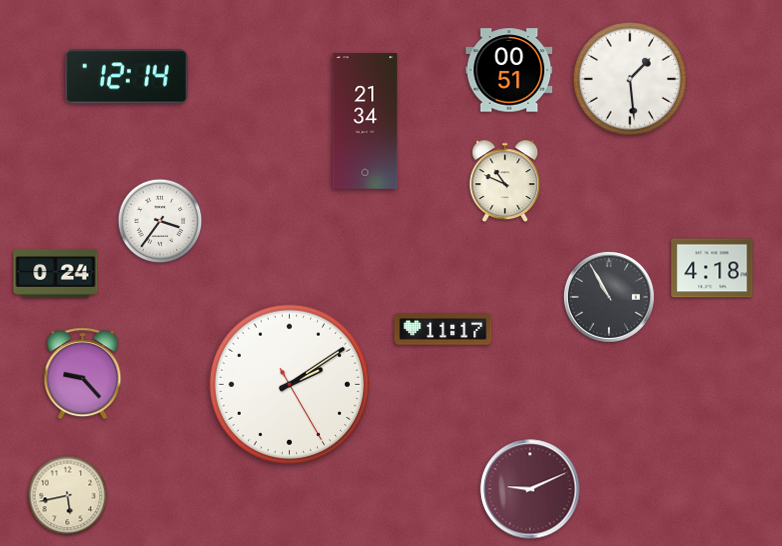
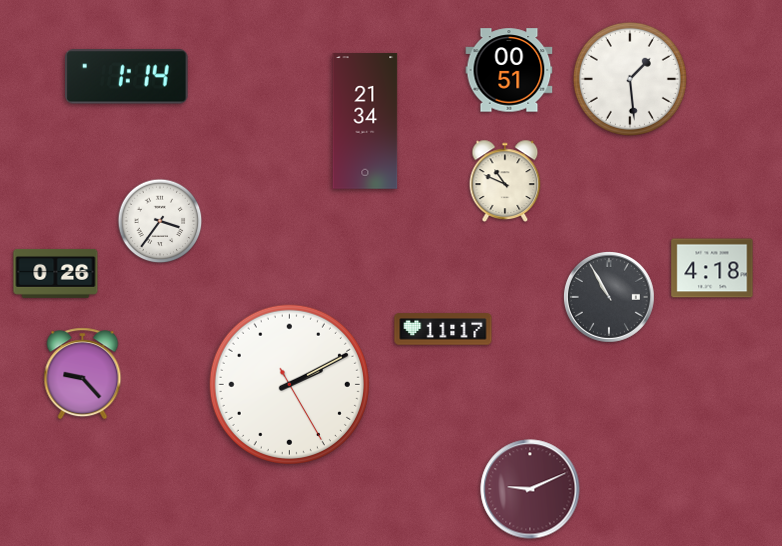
clock at (127, 77): 12:14 -> 1:14
clock at (56, 273): 0:24 -> 0:26
clock at (289, 384): 2:09 -> 2:10
clock at (68, 496): 5:43 -> none
